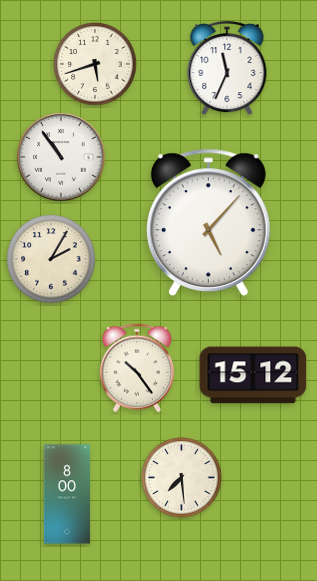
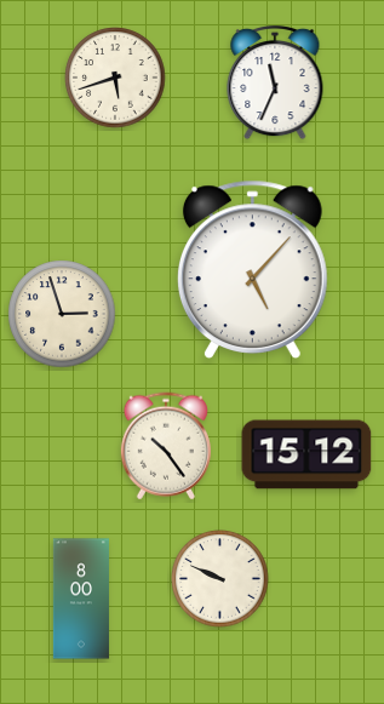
clock at (61, 157): 10:54 -> none
clock at (51, 259): 2:05 -> 2:57
clock at (182, 478): 7:29 -> 9:49
